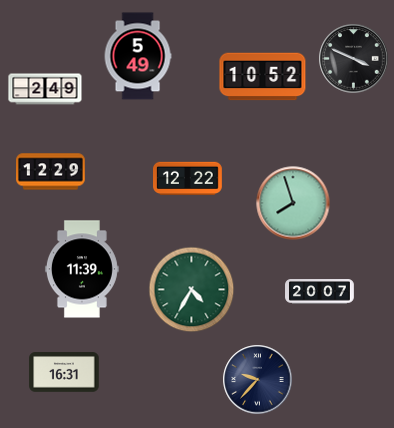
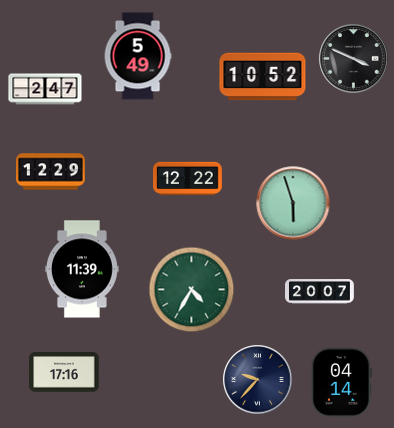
clock at (45, 89): 2:49 -> 2:47
clock at (293, 203): 7:57 -> 5:57
clock at (64, 372): 16:31 -> 17:16
clock at (341, 382): none -> 04:14
